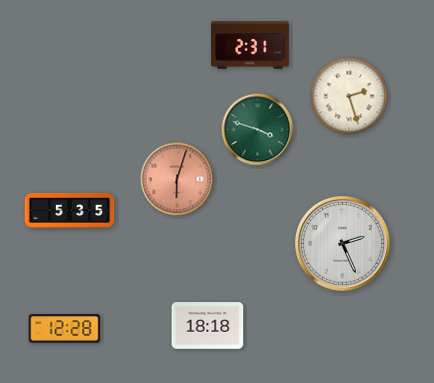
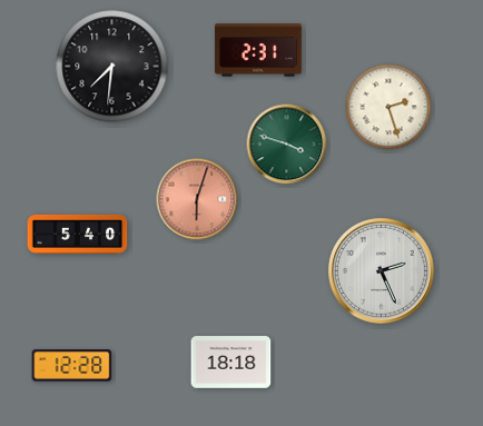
clock at (250, 45) position: (250, 45) -> (258, 50)
clock at (112, 67): none -> 7:31
clock at (70, 210): 5:35 -> 5:40
